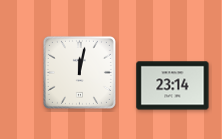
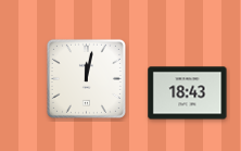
clock at (173, 86): 23:14 -> 18:43
